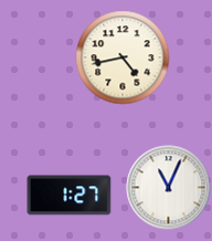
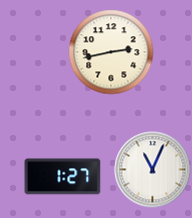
clock at (123, 57): 4:43 -> 2:43
